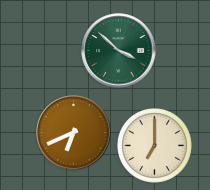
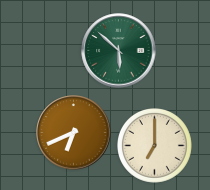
clock at (119, 51): 3:52 -> 5:52
